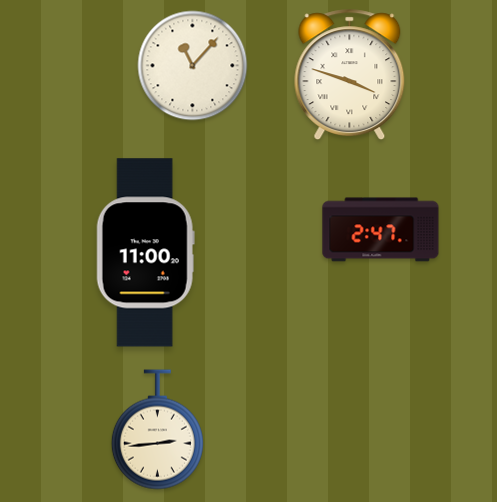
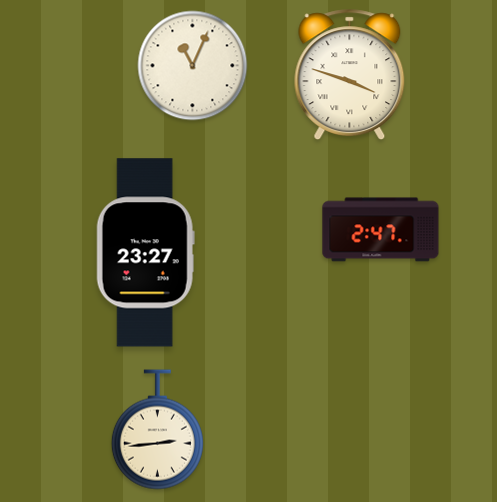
clock at (193, 66): 11:07 -> 11:04
clock at (145, 253): 11:00 -> 23:27
